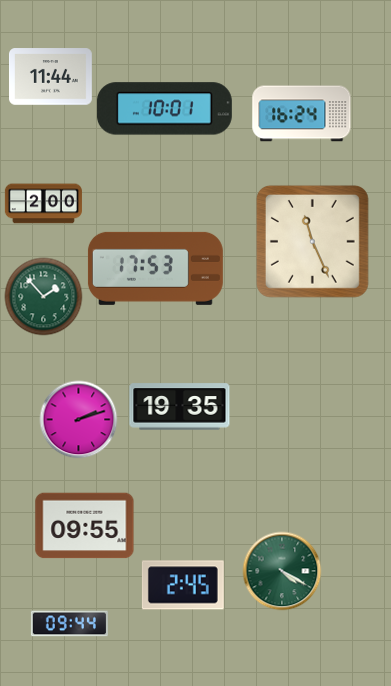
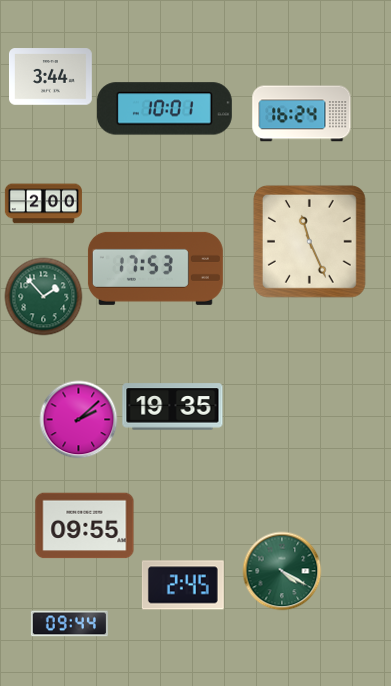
clock at (51, 77): 11:44 -> 3:44
clock at (312, 241) position: (312, 241) -> (309, 241)
clock at (180, 407) position: (180, 407) -> (173, 407)
clock at (78, 419): 2:12 -> 2:08
